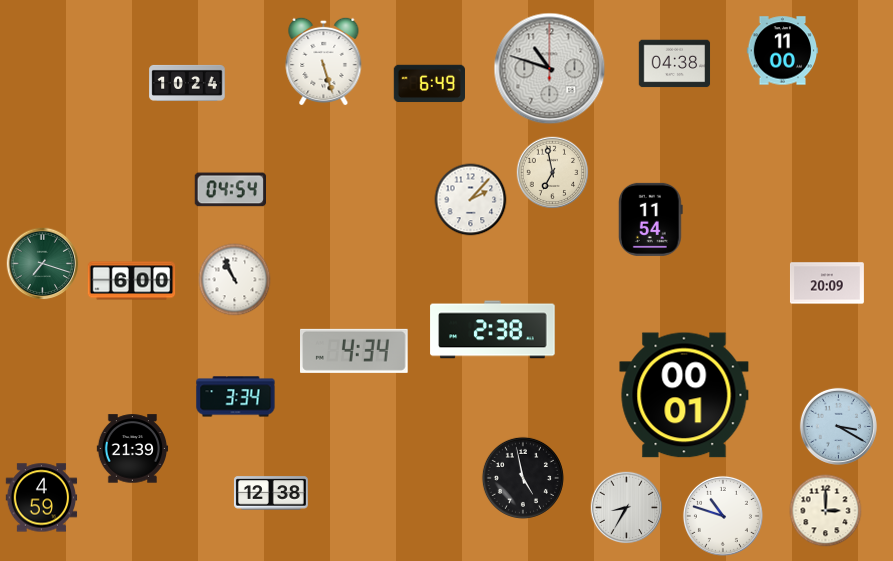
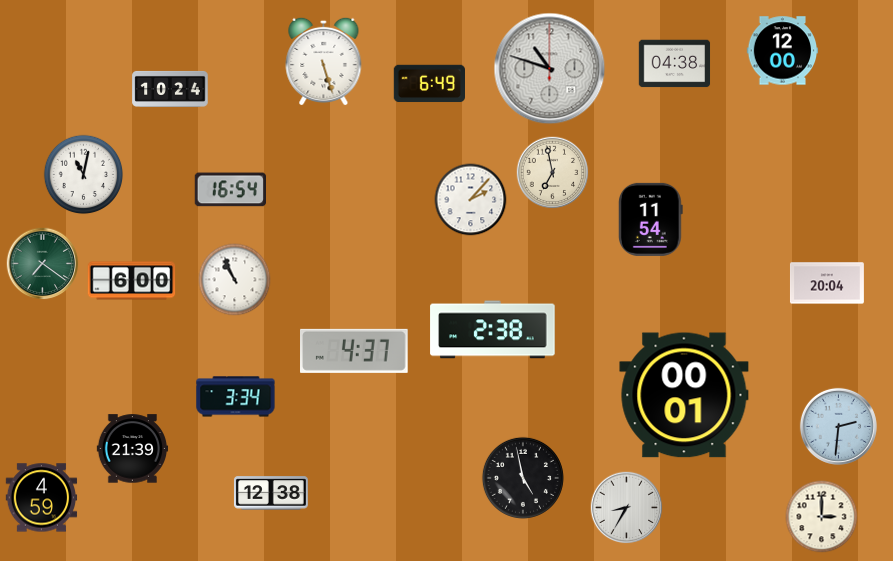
clock at (783, 51): 11:00 -> 12:00
clock at (187, 83) position: (187, 83) -> (170, 89)
clock at (84, 175): none -> 11:02
clock at (230, 190): 04:54 -> 16:54
clock at (43, 264): 7:18 -> 7:21
clock at (827, 283): 20:09 -> 20:04
clock at (355, 351): 4:34 -> 4:37
clock at (838, 426): 3:20 -> 2:31
clock at (826, 511) position: (826, 511) -> (822, 517)
clock at (723, 516): 10:48 -> none
